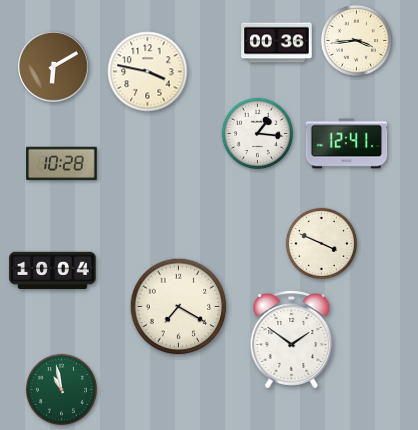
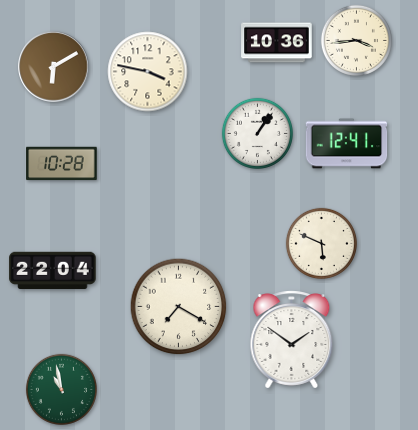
clock at (277, 43): 00:36 -> 10:36
clock at (257, 133): 1:16 -> 1:06
clock at (321, 243): 3:49 -> 5:49
clock at (53, 271): 10:04 -> 22:04
